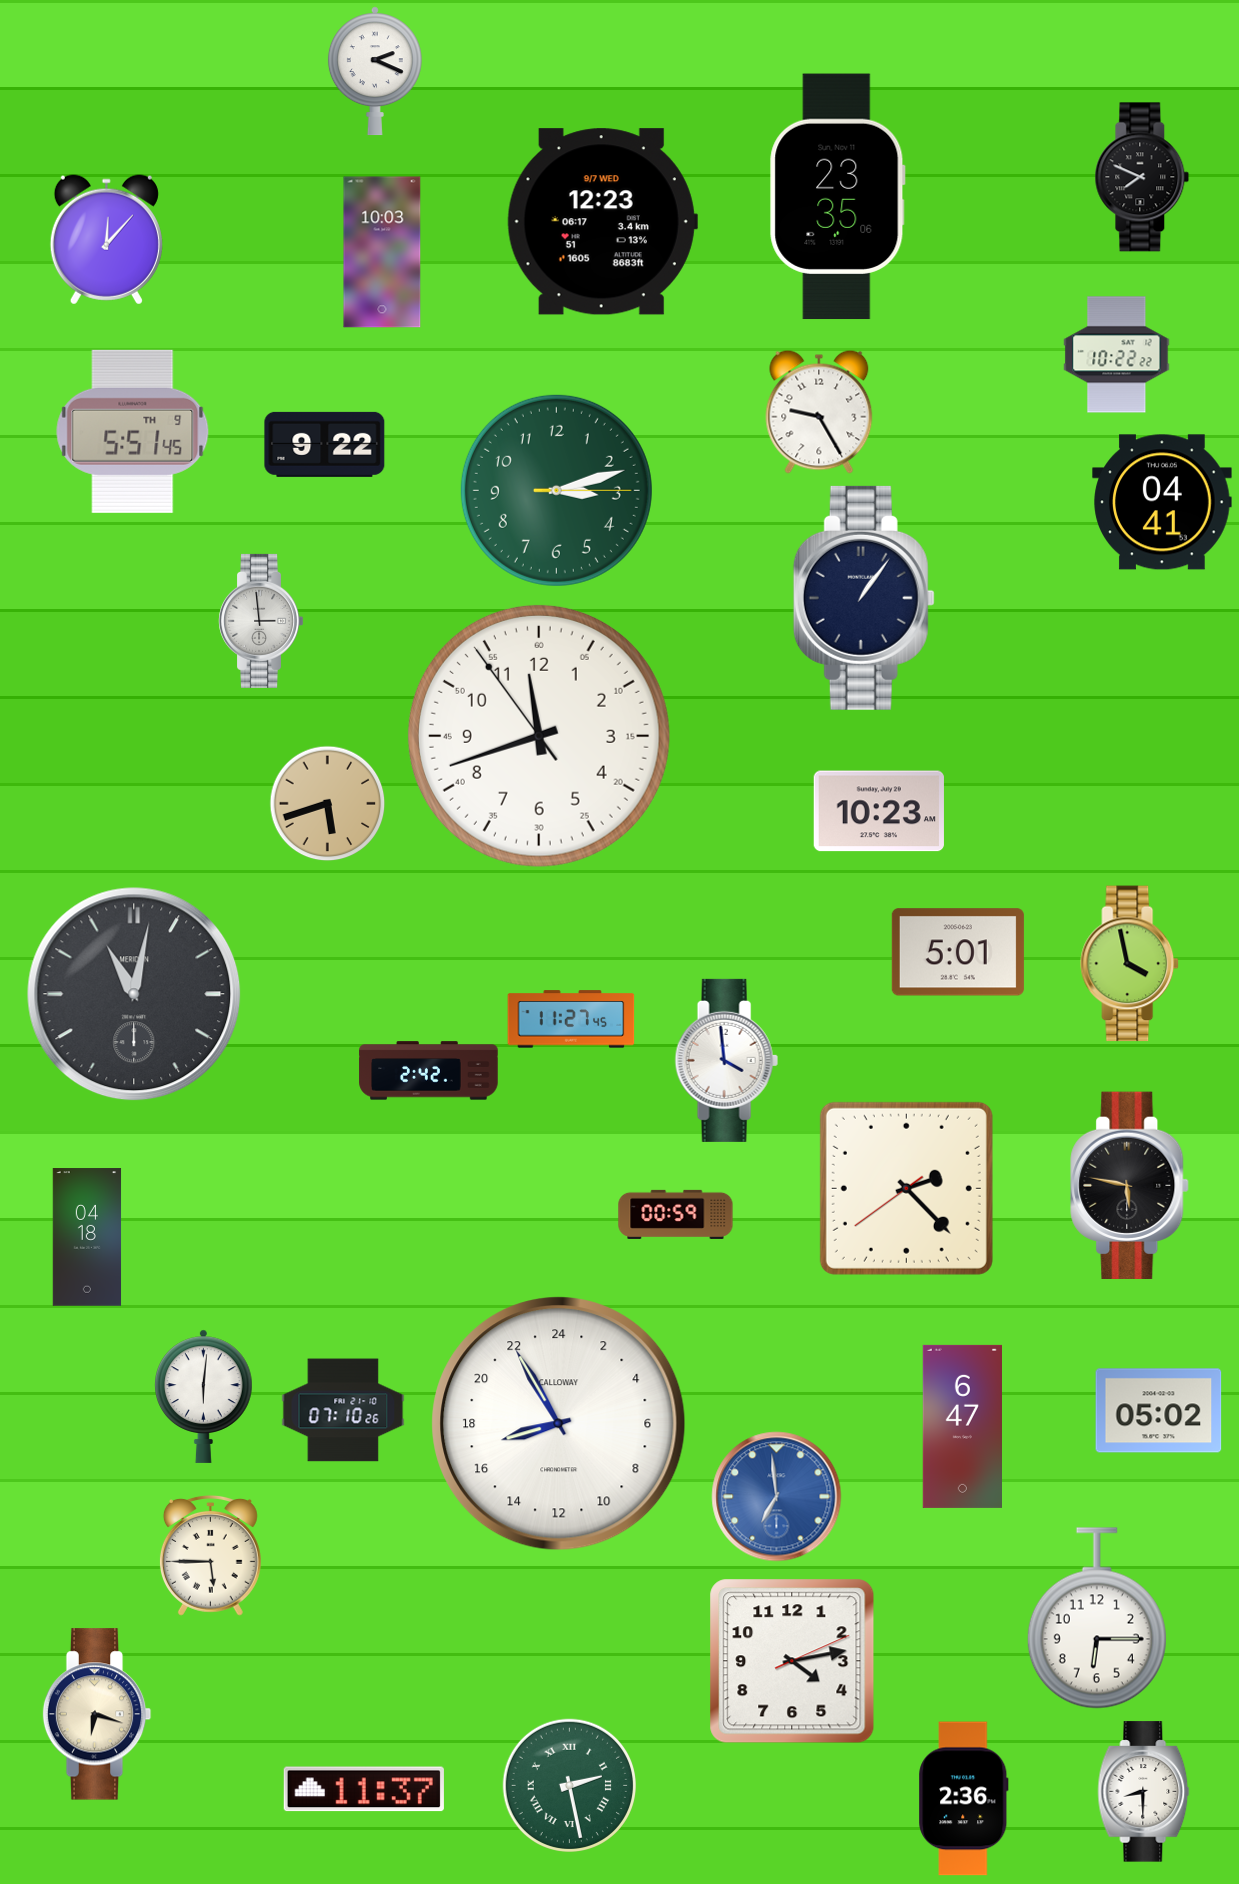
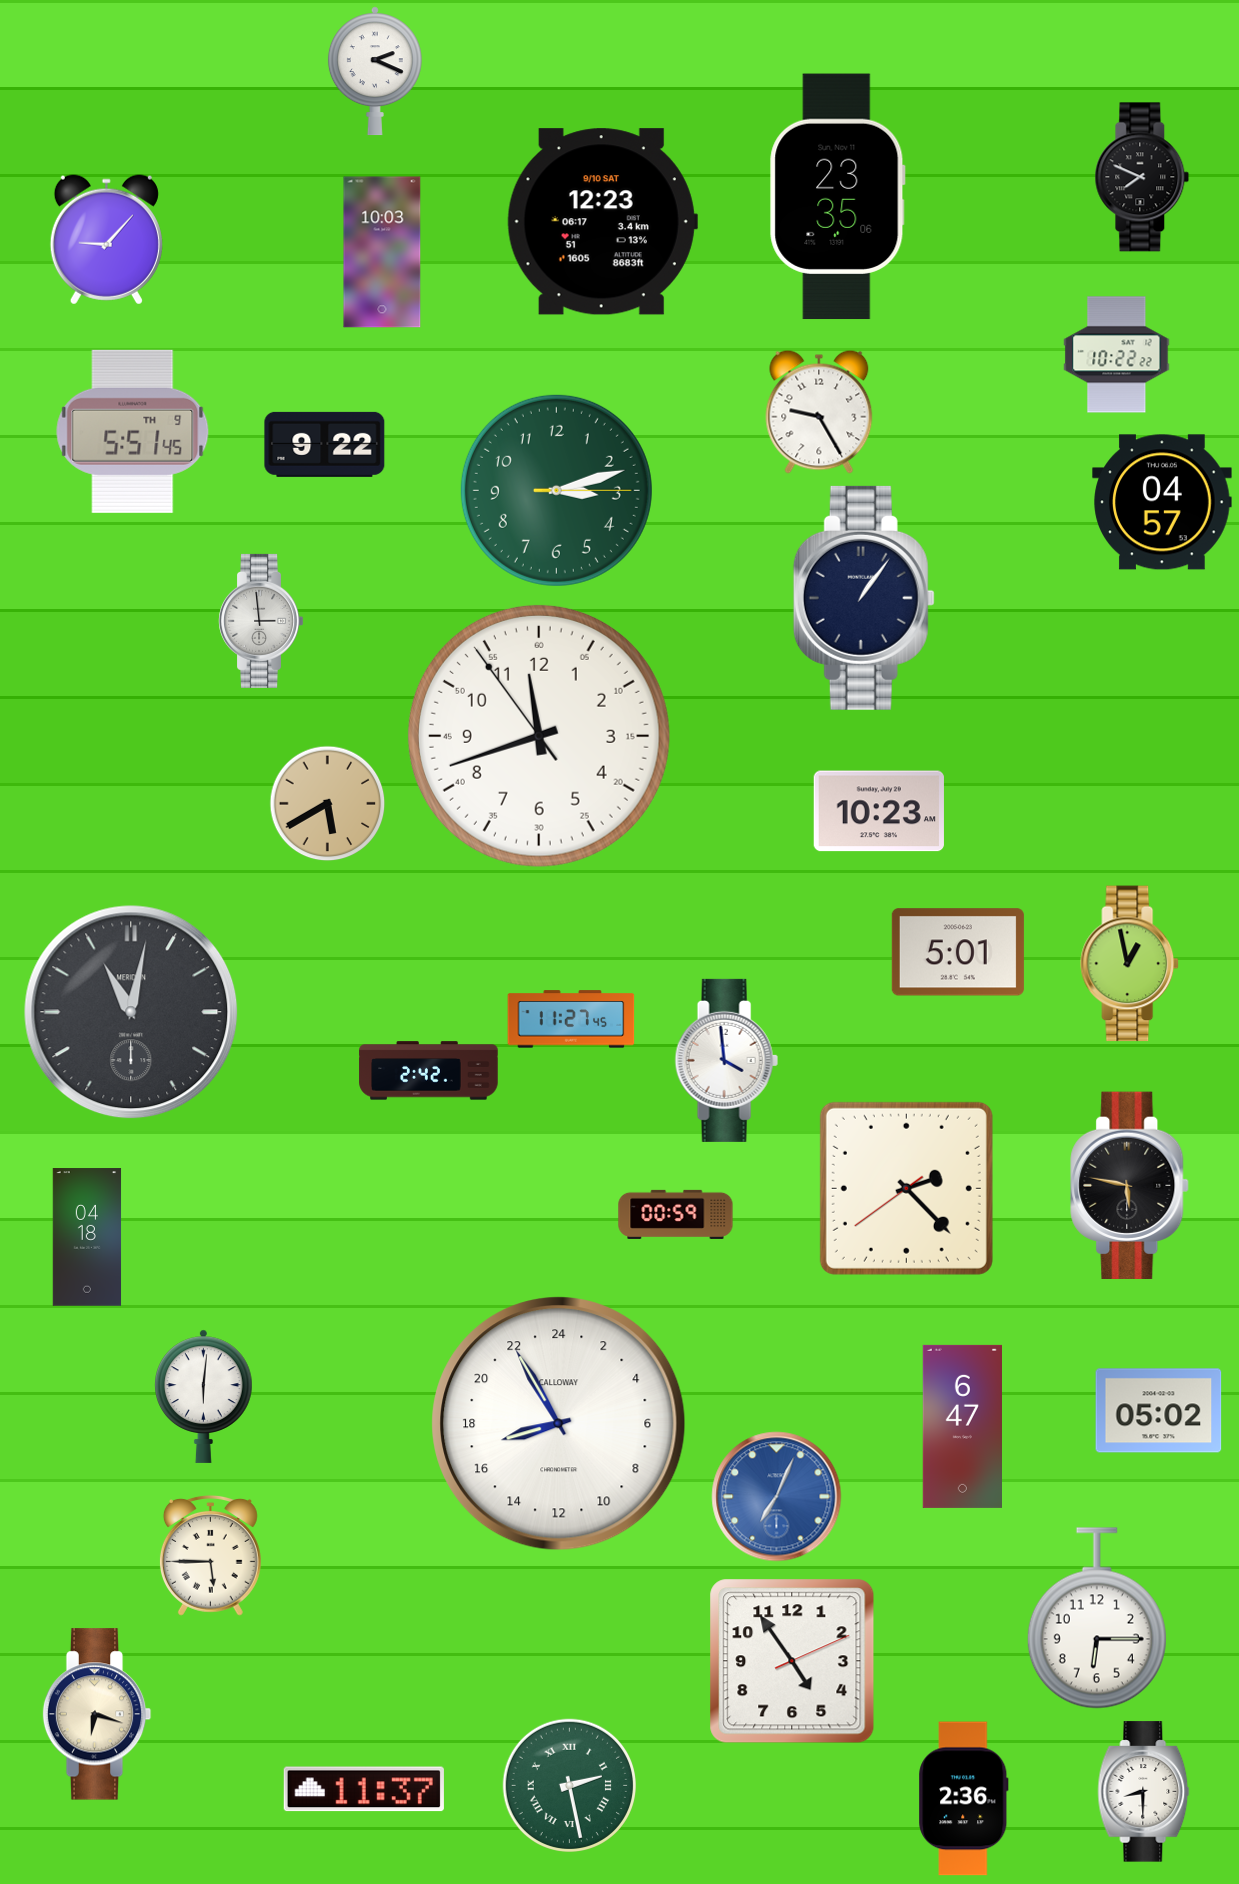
clock at (602, 222) date: 9/7 WED -> 9/10 SAT
clock at (106, 240): 12:07 -> 9:07
clock at (1162, 502): 04:41 -> 04:57
clock at (328, 804): 5:42 -> 5:40
clock at (1130, 964): 3:58 -> 12:58
clock at (134, 994) position: (134, 994) -> (131, 1012)
clock at (343, 1410): 07:10 -> none
clock at (777, 1497): 6:59 -> 7:04
clock at (792, 1661): 4:13 -> 4:54
